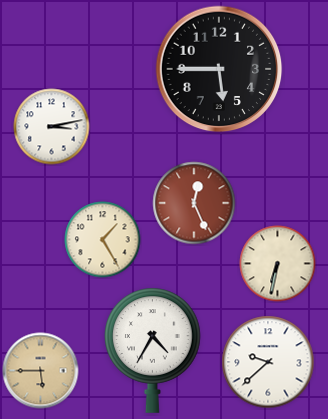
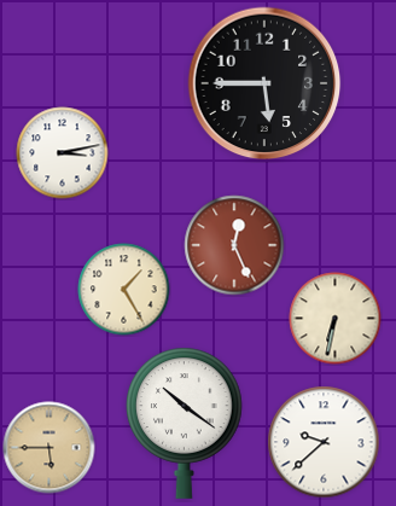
clock at (153, 350): 4:35 -> 10:21
clock at (268, 362) position: (268, 362) -> (324, 442)
